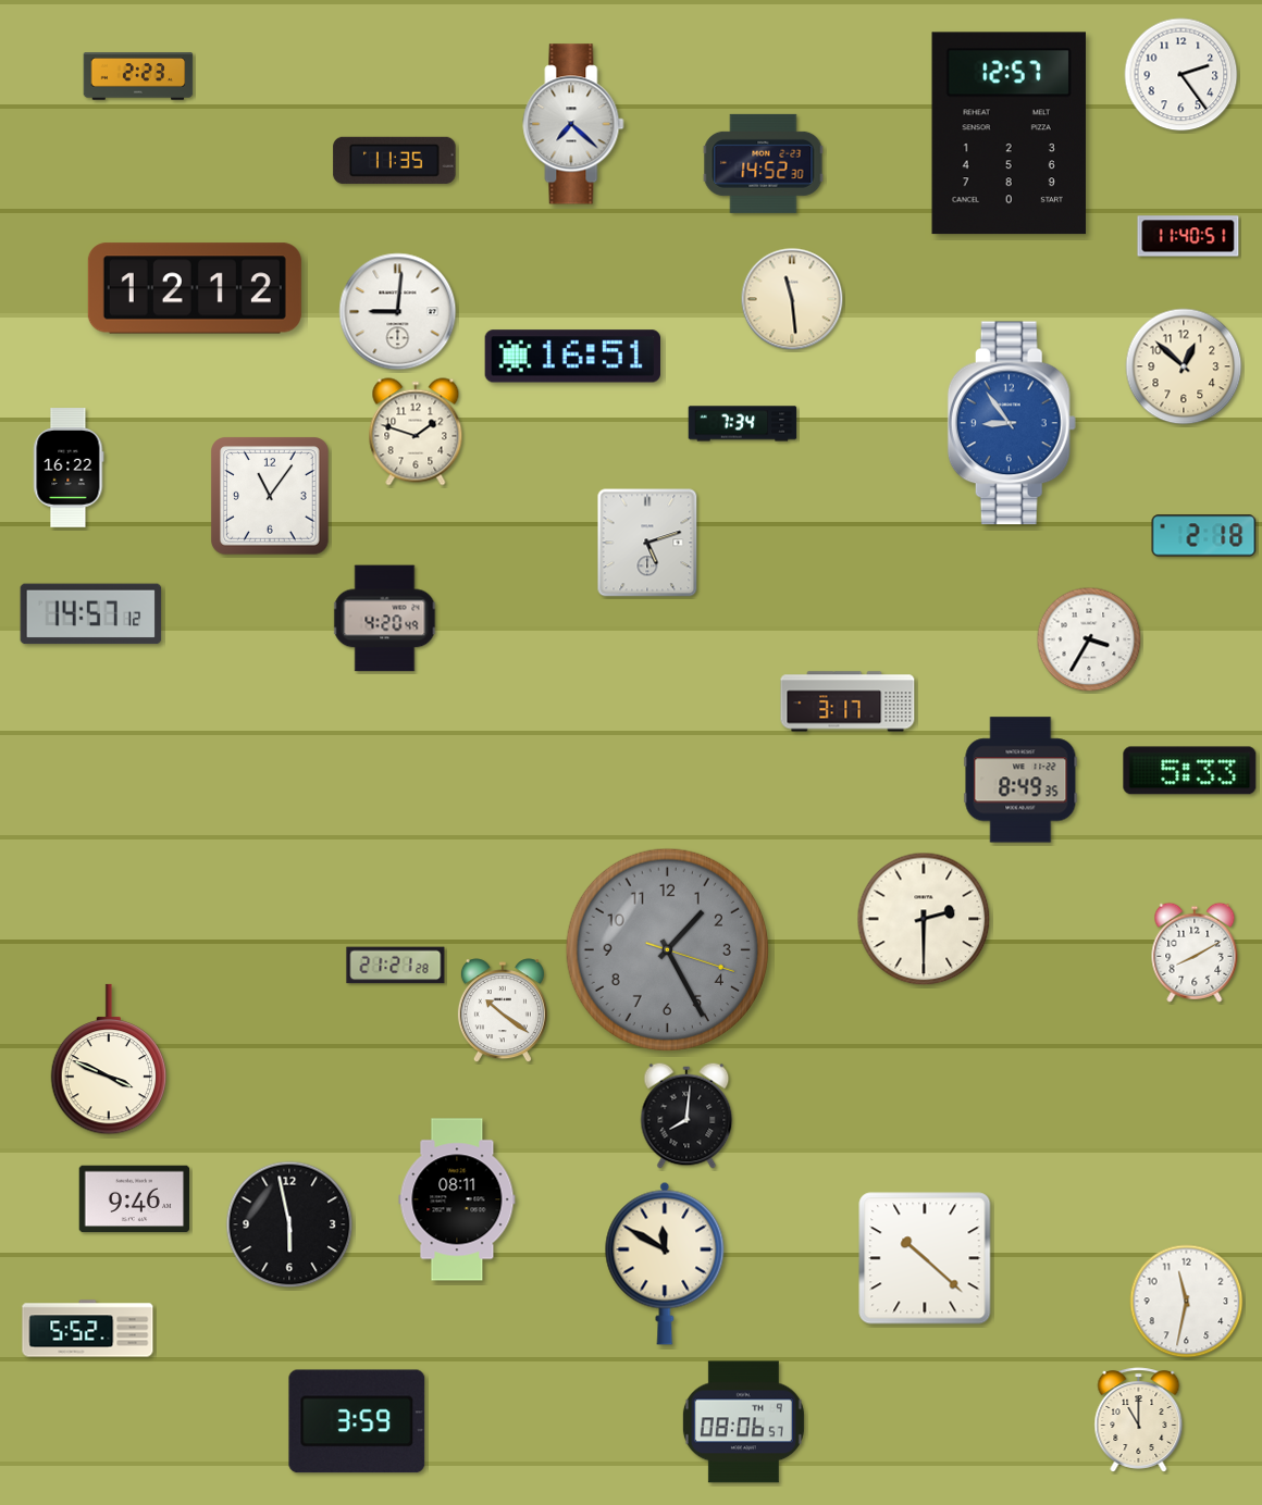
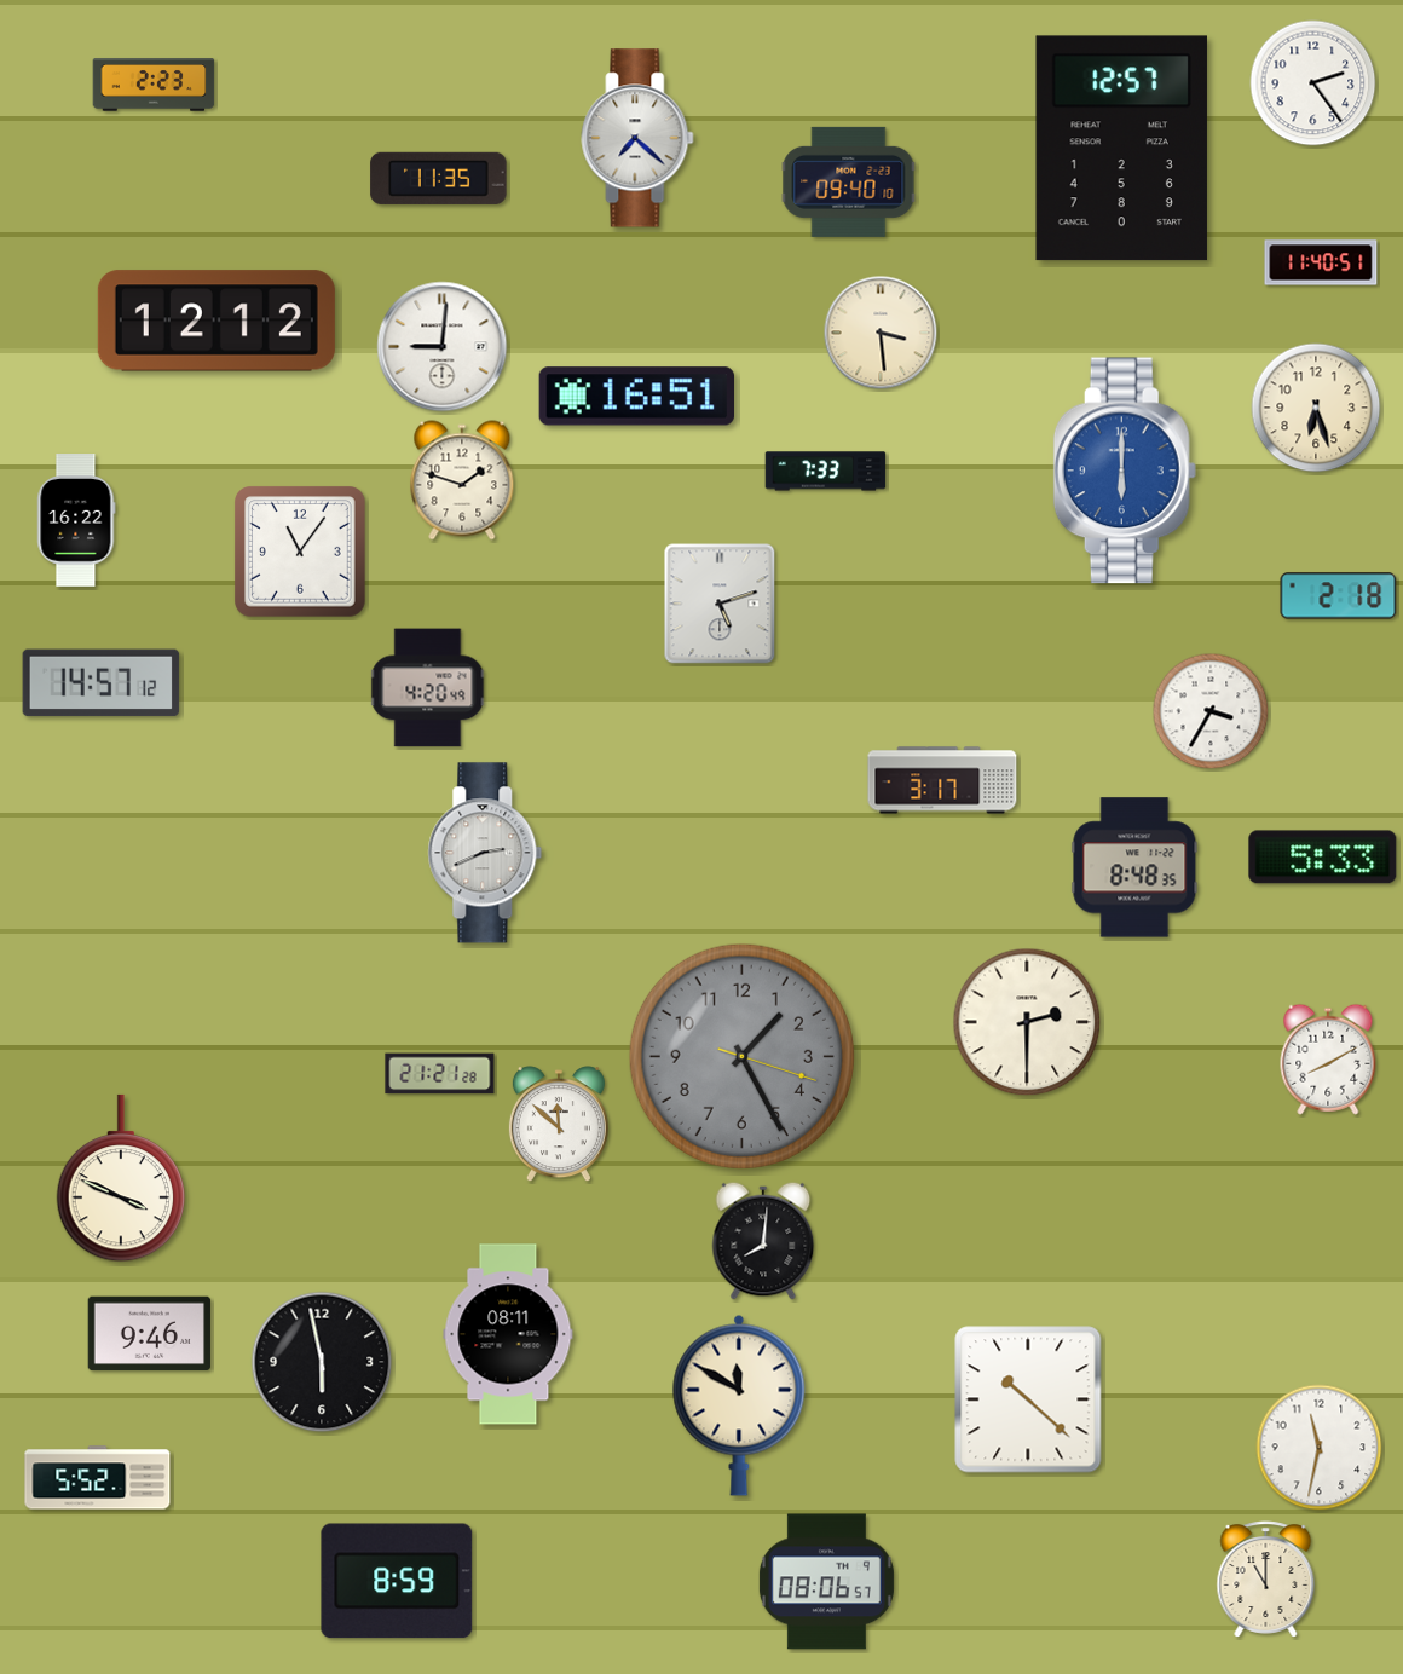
clock at (764, 163): 14:52 -> 09:40
clock at (792, 299): 11:29 -> 3:29
clock at (1184, 366): 12:52 -> 6:27
clock at (1012, 423): 8:54 -> 6:00
clock at (743, 424): 7:34 -> 7:33
clock at (485, 853): none -> 2:41
clock at (1020, 780): 8:49 -> 8:48
clock at (503, 1011): 10:21 -> 11:52
clock at (357, 1421): 3:59 -> 8:59
